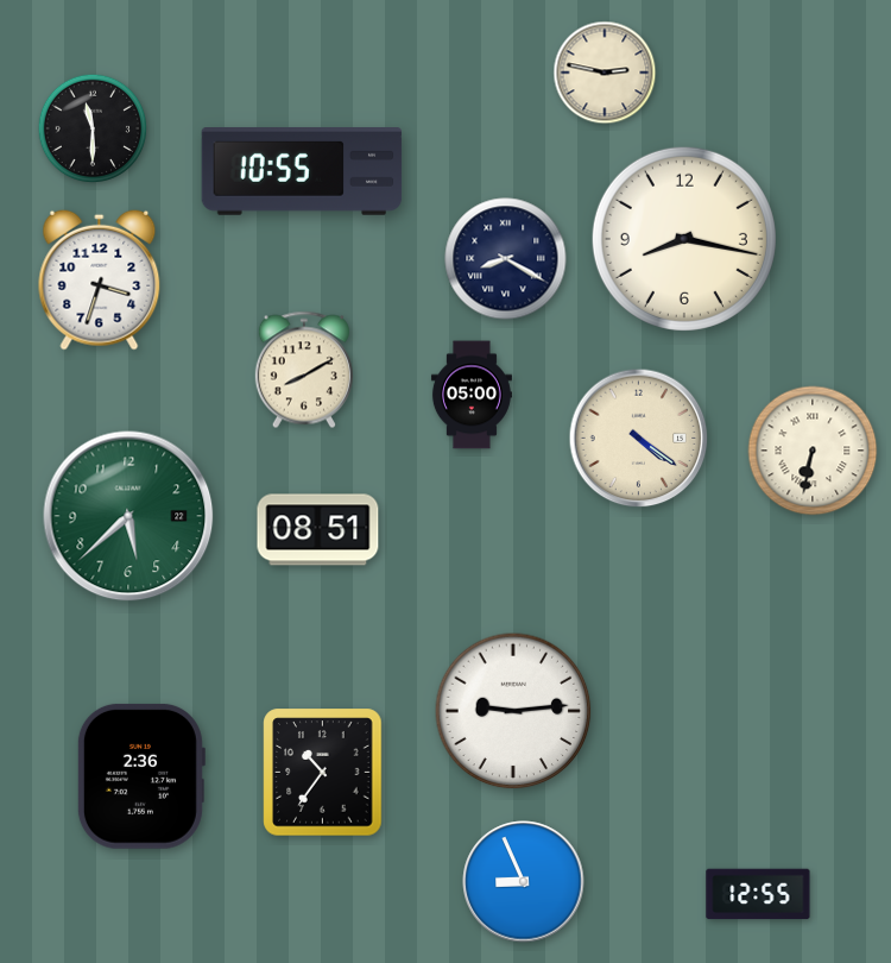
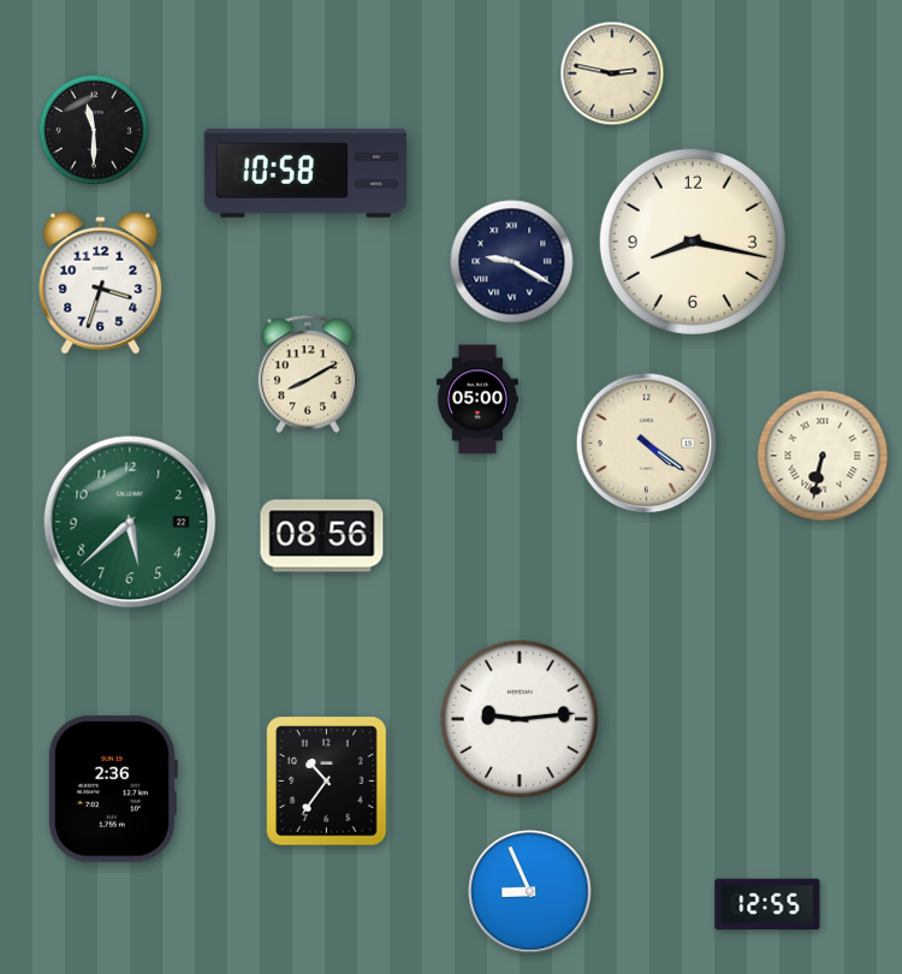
clock at (302, 172): 10:55 -> 10:58
clock at (506, 259): 8:20 -> 9:20
clock at (318, 530): 08:51 -> 08:56
clock at (140, 776) position: (140, 776) -> (112, 789)
